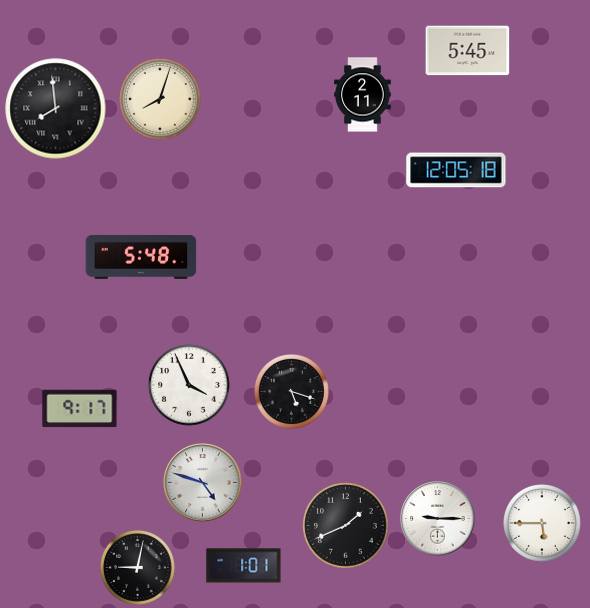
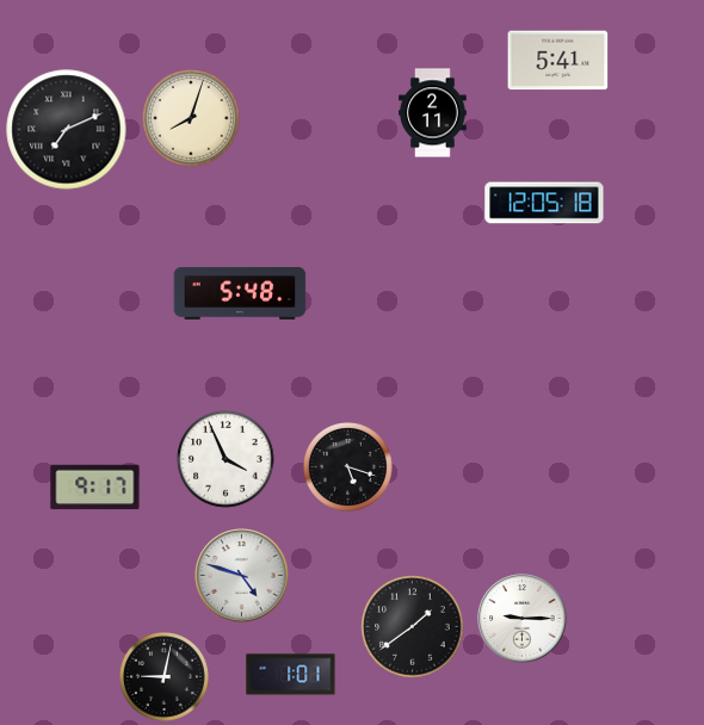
clock at (468, 51): 5:45 -> 5:41
clock at (56, 109): 7:59 -> 7:11
clock at (141, 257) position: (141, 257) -> (240, 293)
clock at (543, 524): 5:45 -> none
clock at (346, 526): 1:41 -> 1:39
